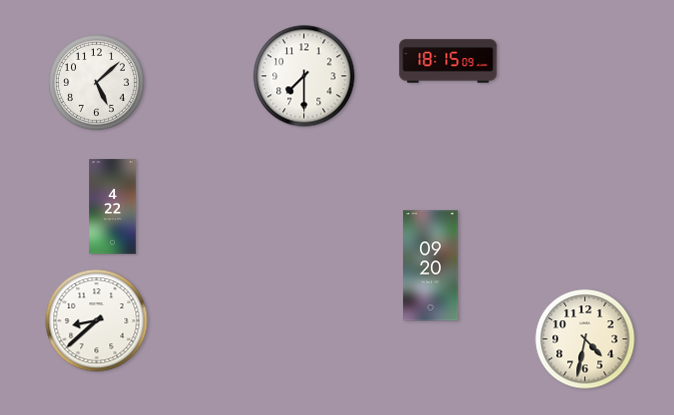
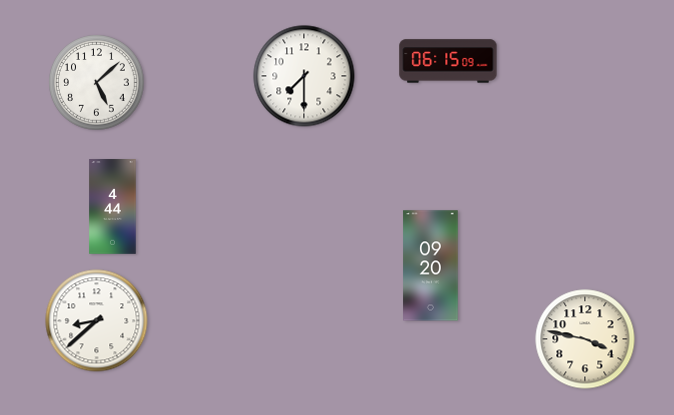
clock at (448, 61): 18:15 -> 06:15
clock at (113, 207): 4:22 -> 4:44
clock at (585, 339): 4:32 -> 3:47
